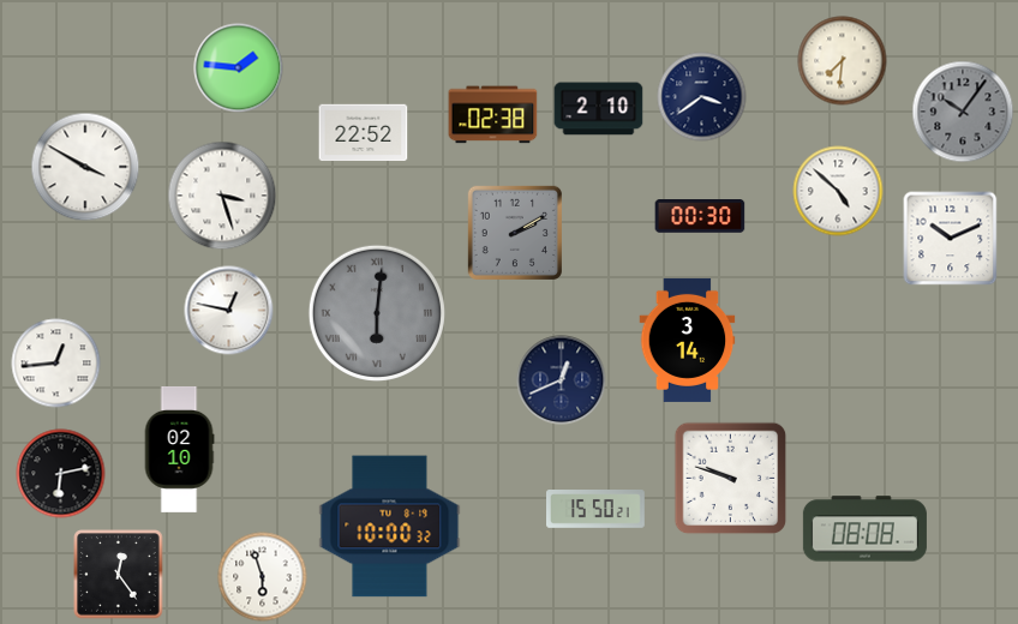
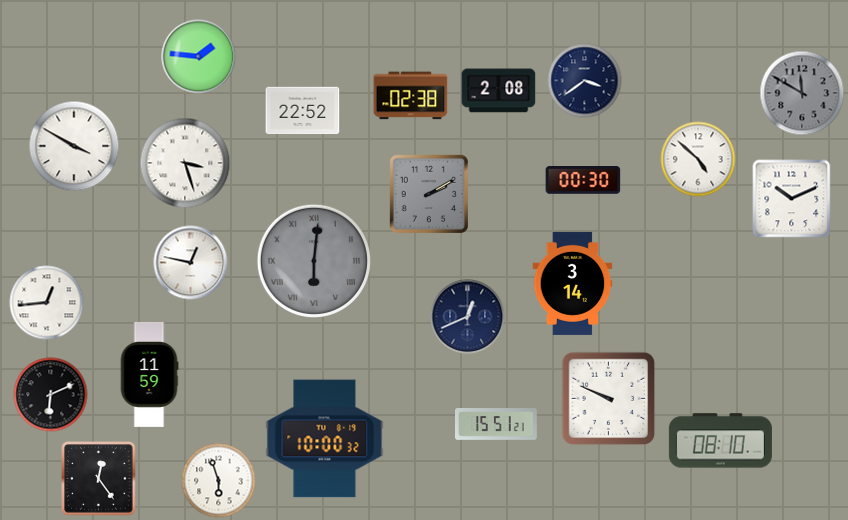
clock at (843, 61): 7:31 -> none
clock at (599, 109): 2:10 -> 2:08
clock at (963, 112): 10:06 -> 11:50
clock at (85, 167) position: (85, 167) -> (74, 146)
clock at (229, 311) position: (229, 311) -> (191, 263)
clock at (179, 450): 02:10 -> 11:59
clock at (61, 474): 6:13 -> 6:11
clock at (731, 479): 9:48 -> 9:49
clock at (597, 510): 15:50 -> 15:51
clock at (864, 529): 08:08 -> 08:10
